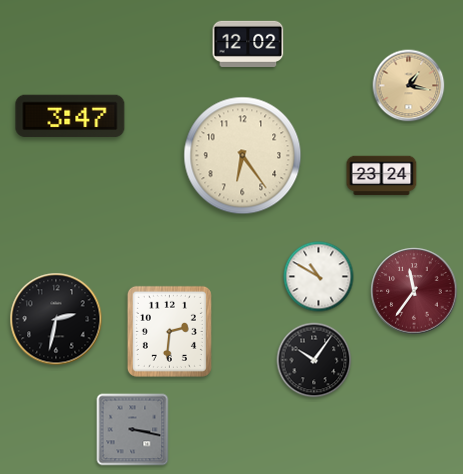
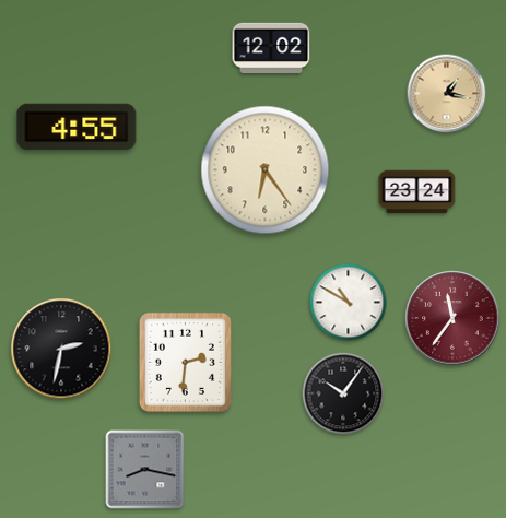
clock at (70, 116): 3:47 -> 4:55
clock at (133, 430): 3:17 -> 8:17
